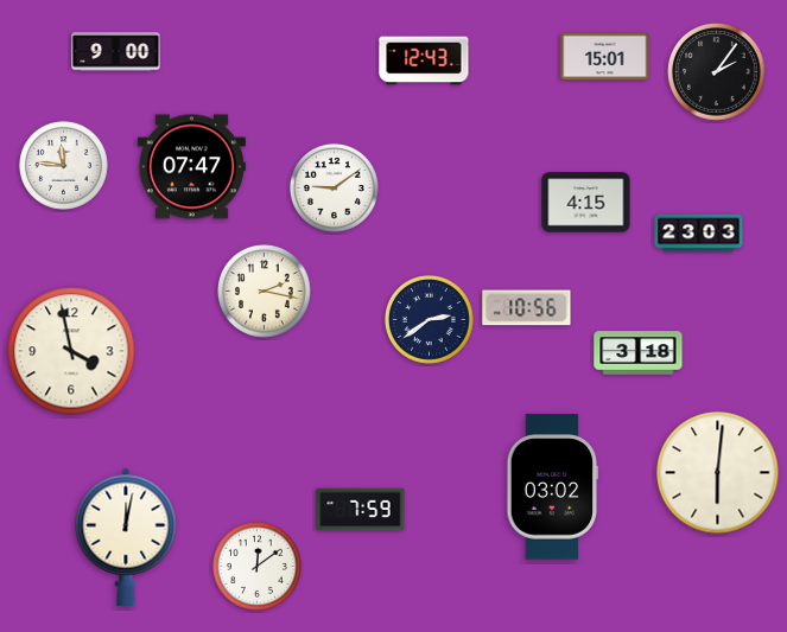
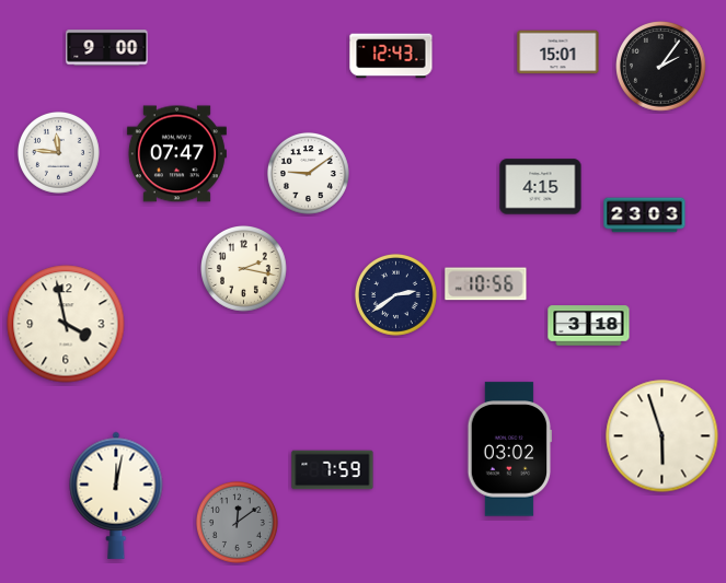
clock at (718, 473): 6:01 -> 5:57
clock at (256, 566) dial: white -> grey
